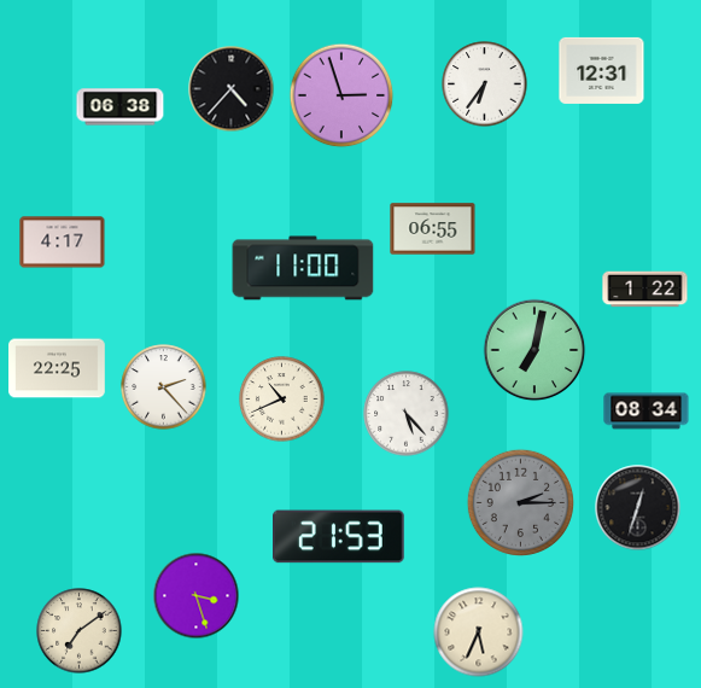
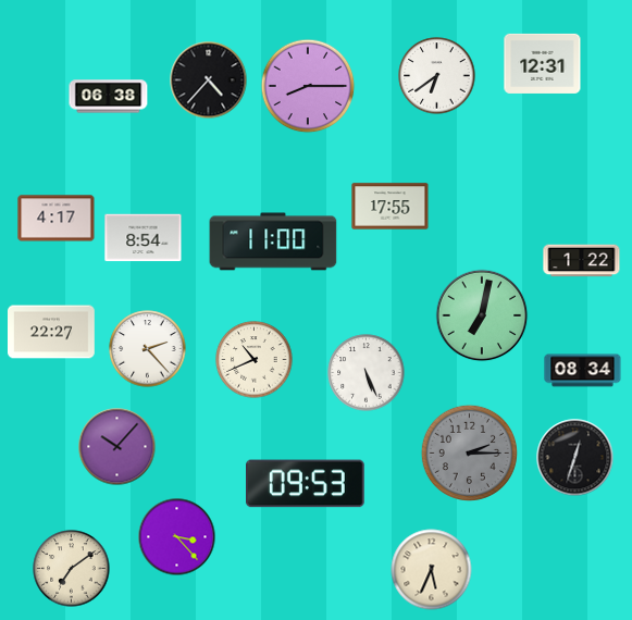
clock at (485, 84): 6:36 -> 6:39
clock at (341, 95): 2:57 -> 8:15
clock at (433, 229): 06:55 -> 17:55
clock at (144, 238): none -> 8:54
clock at (58, 368): 22:25 -> 22:27
clock at (407, 414): 5:23 -> 5:26
clock at (117, 447): none -> 10:07
clock at (339, 537): 21:53 -> 09:53
clock at (197, 596): 3:27 -> 3:23
